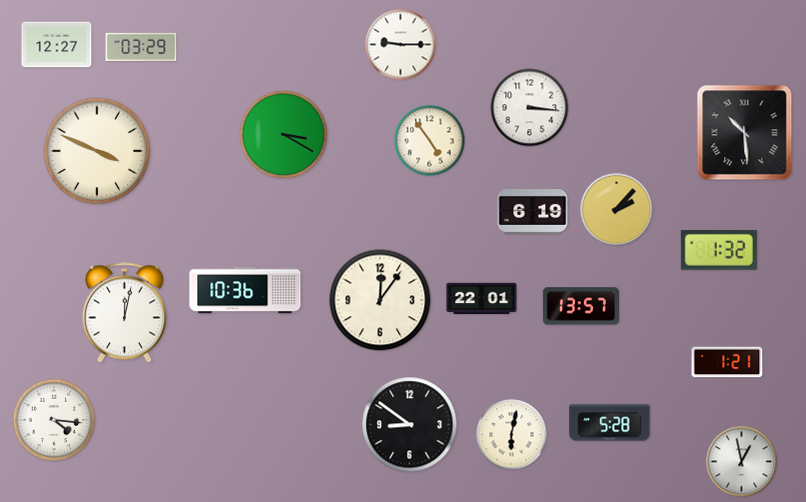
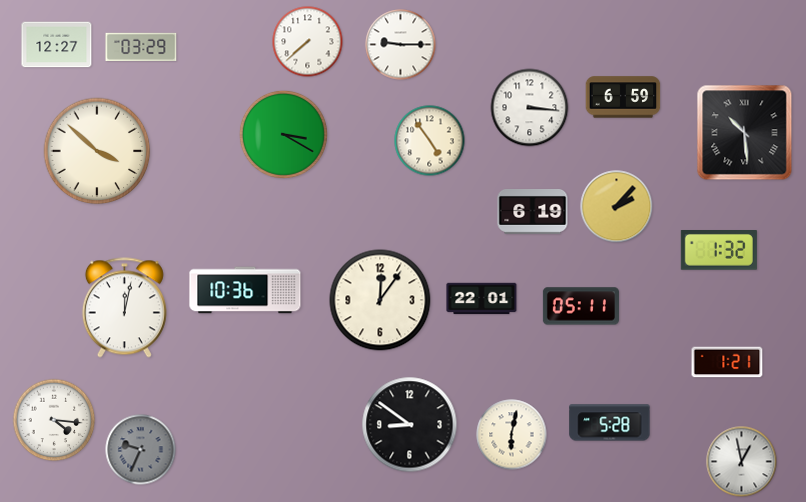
clock at (308, 42): none -> 7:38
clock at (623, 97): none -> 6:59
clock at (97, 151): 3:49 -> 3:52
clock at (617, 210) position: (617, 210) -> (617, 207)
clock at (581, 306): 13:57 -> 05:11
clock at (124, 313) position: (124, 313) -> (124, 308)
clock at (141, 450): none -> 9:34
